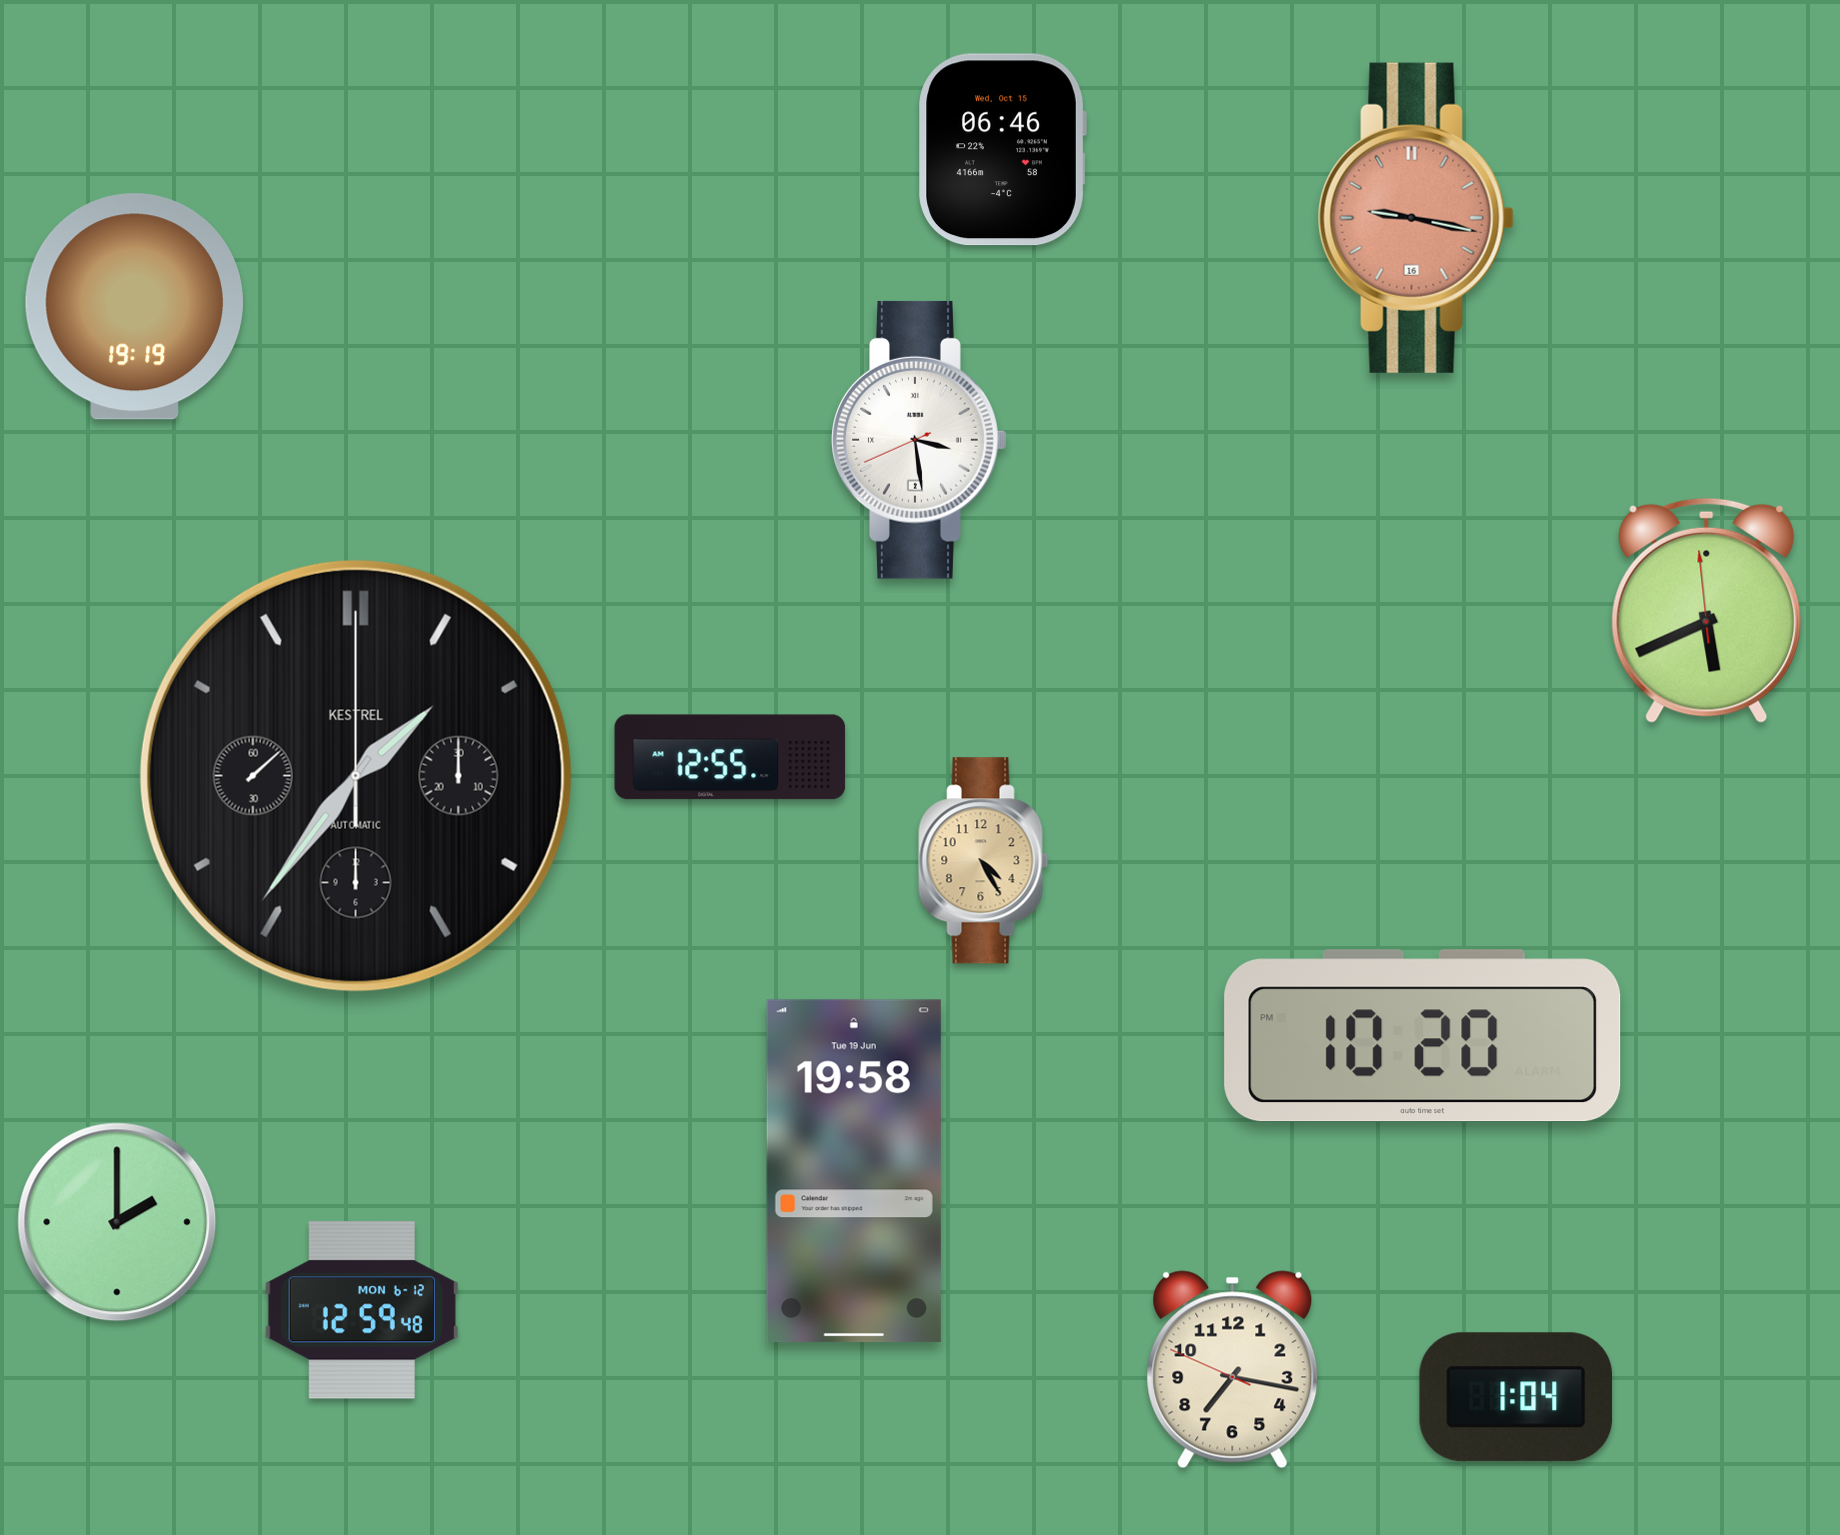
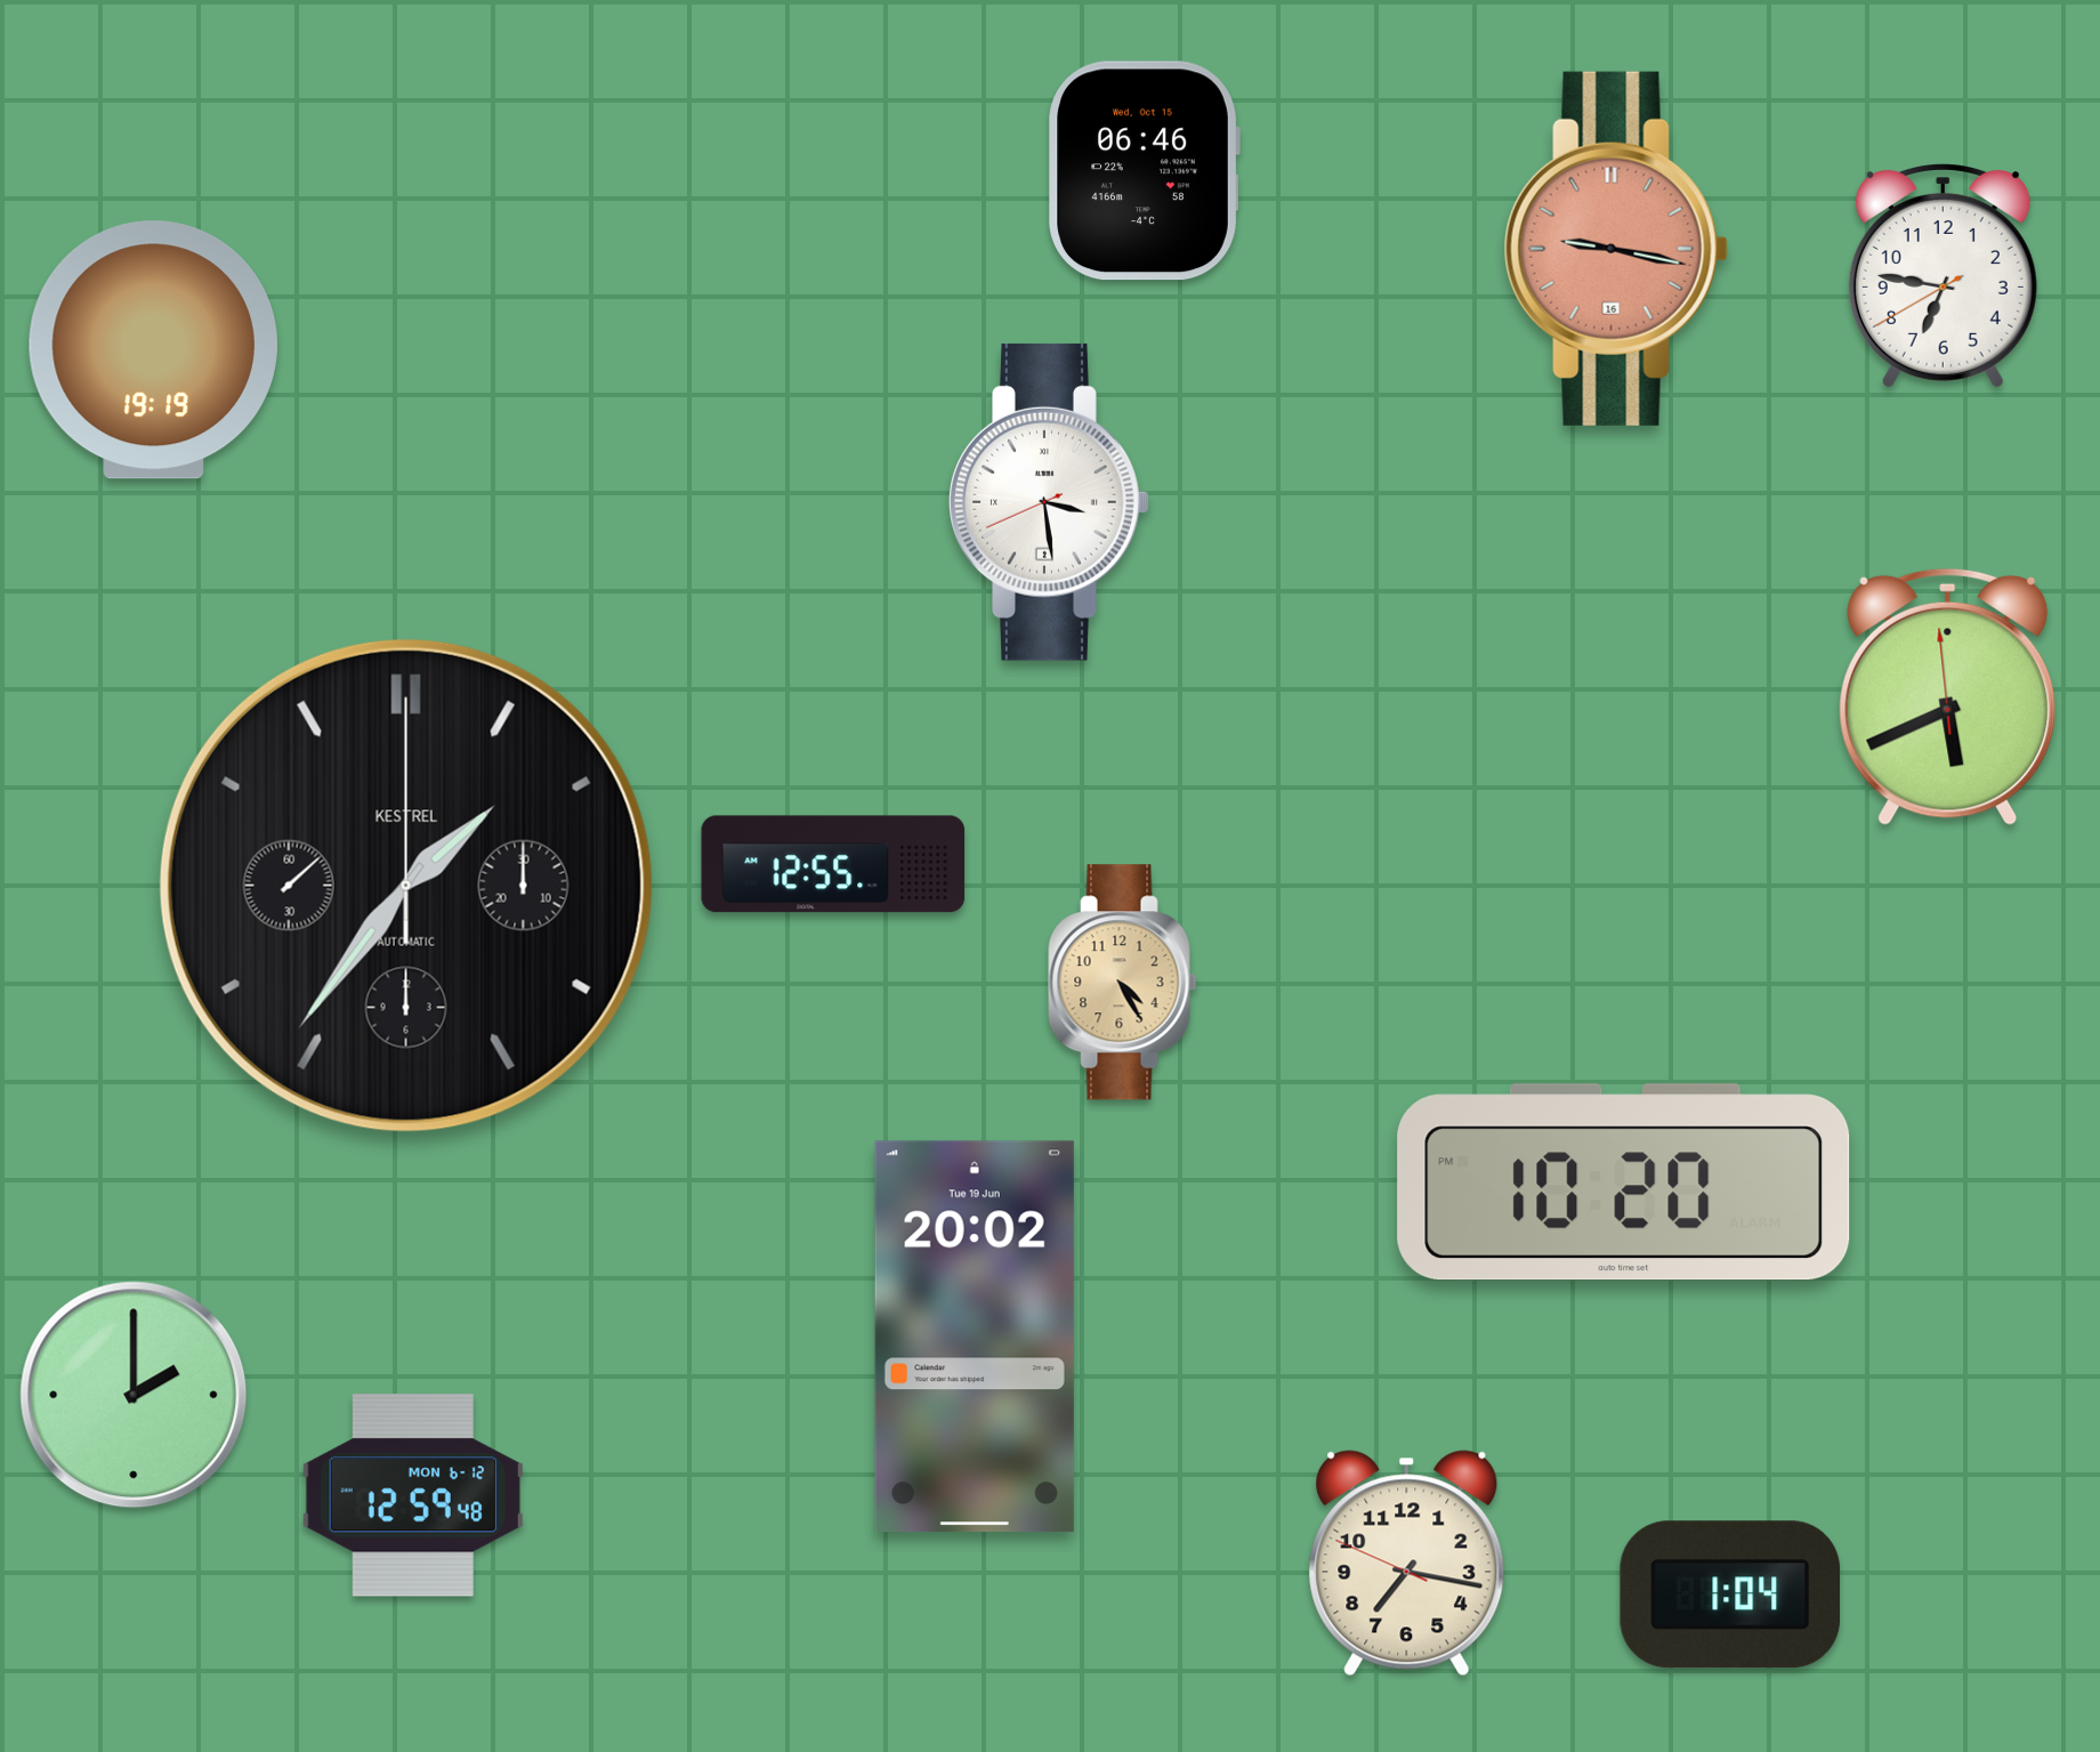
clock at (1942, 276): none -> 6:46
clock at (854, 1171): 19:58 -> 20:02
